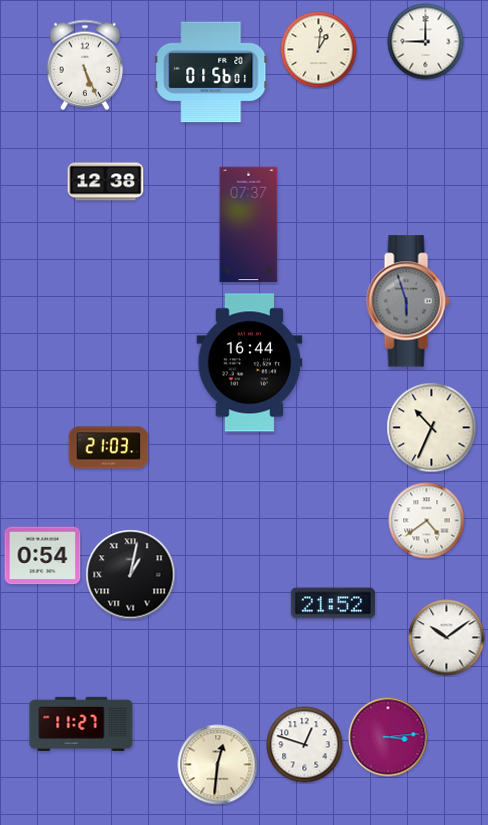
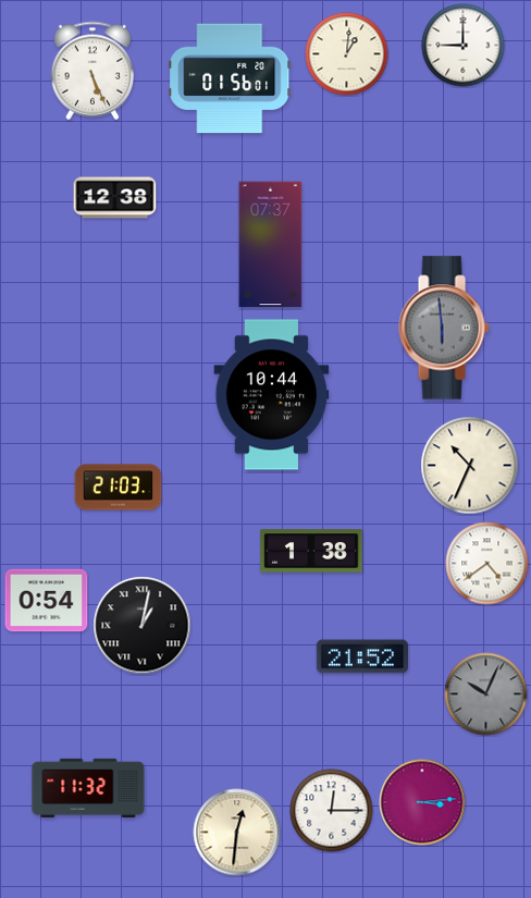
clock at (408, 301): 5:57 -> 5:59
clock at (250, 363): 16:44 -> 10:44
clock at (311, 551): none -> 1:38
clock at (427, 521) position: (427, 521) -> (487, 564)
clock at (43, 556) position: (43, 556) -> (47, 601)
clock at (447, 638): 10:09 -> 10:04
clock at (447, 638) dial: white -> grey
clock at (81, 724): 11:27 -> 11:32
clock at (305, 745): 12:48 -> 12:15
